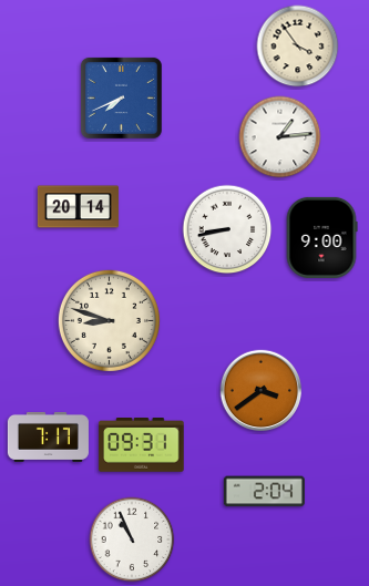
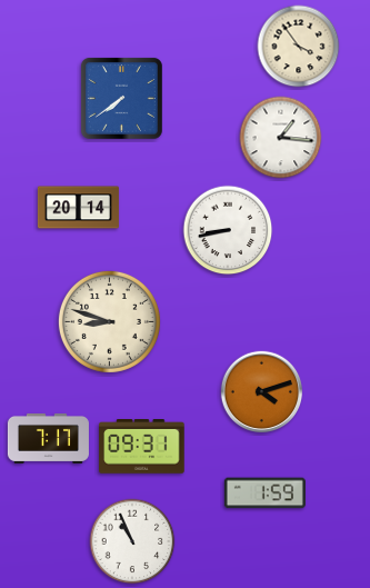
clock at (121, 97): 7:41 -> 7:39
clock at (280, 137): 1:14 -> 1:16
clock at (321, 237): 9:00 -> none
clock at (262, 391): 3:39 -> 4:12
clock at (264, 492): 2:04 -> 1:59
